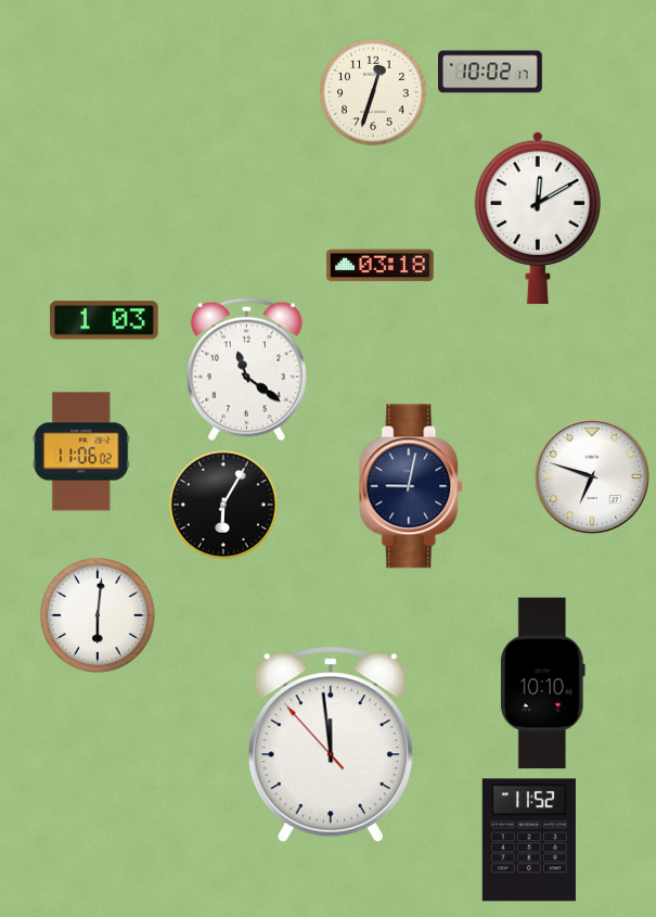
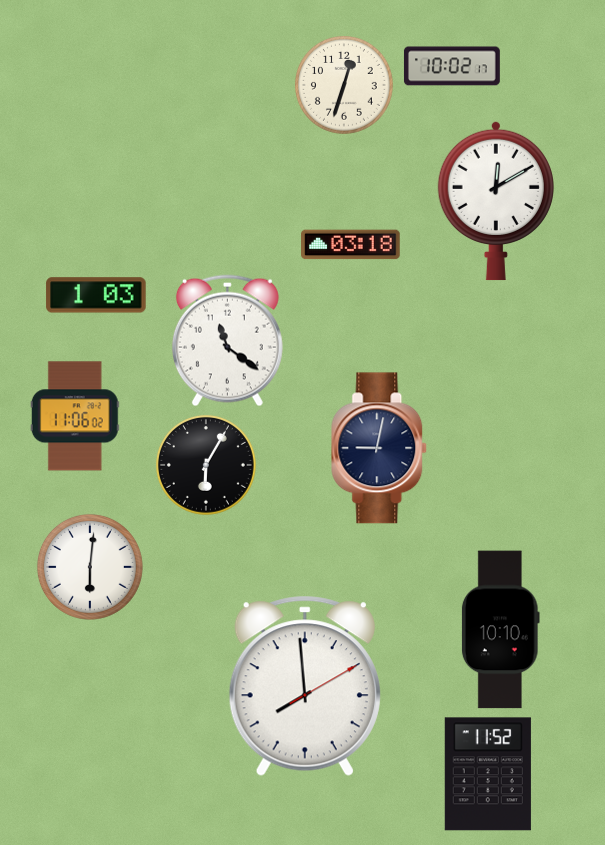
clock at (591, 475): 6:48 -> none
clock at (331, 744): 11:58 -> 7:59
